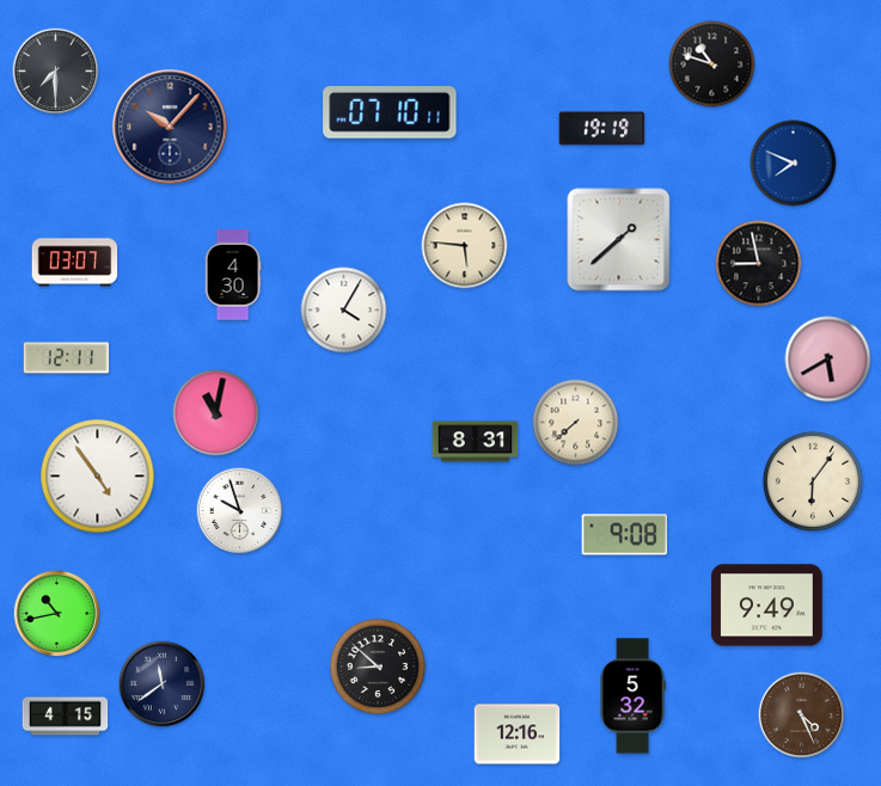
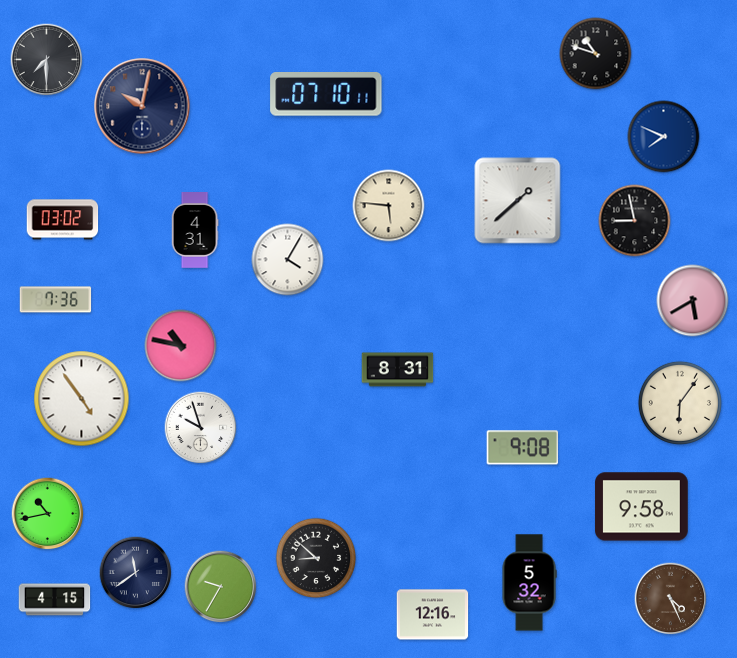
clock at (170, 127): 10:07 -> 10:02
clock at (602, 129): 19:19 -> none
clock at (75, 263): 03:07 -> 03:02
clock at (233, 275): 4:30 -> 4:31
clock at (67, 358): 12:11 -> 7:36
clock at (216, 413): 11:02 -> 10:47
clock at (576, 423): 7:38 -> none
clock at (767, 606): 9:49 -> 9:58
clock at (221, 587): none -> 9:35
